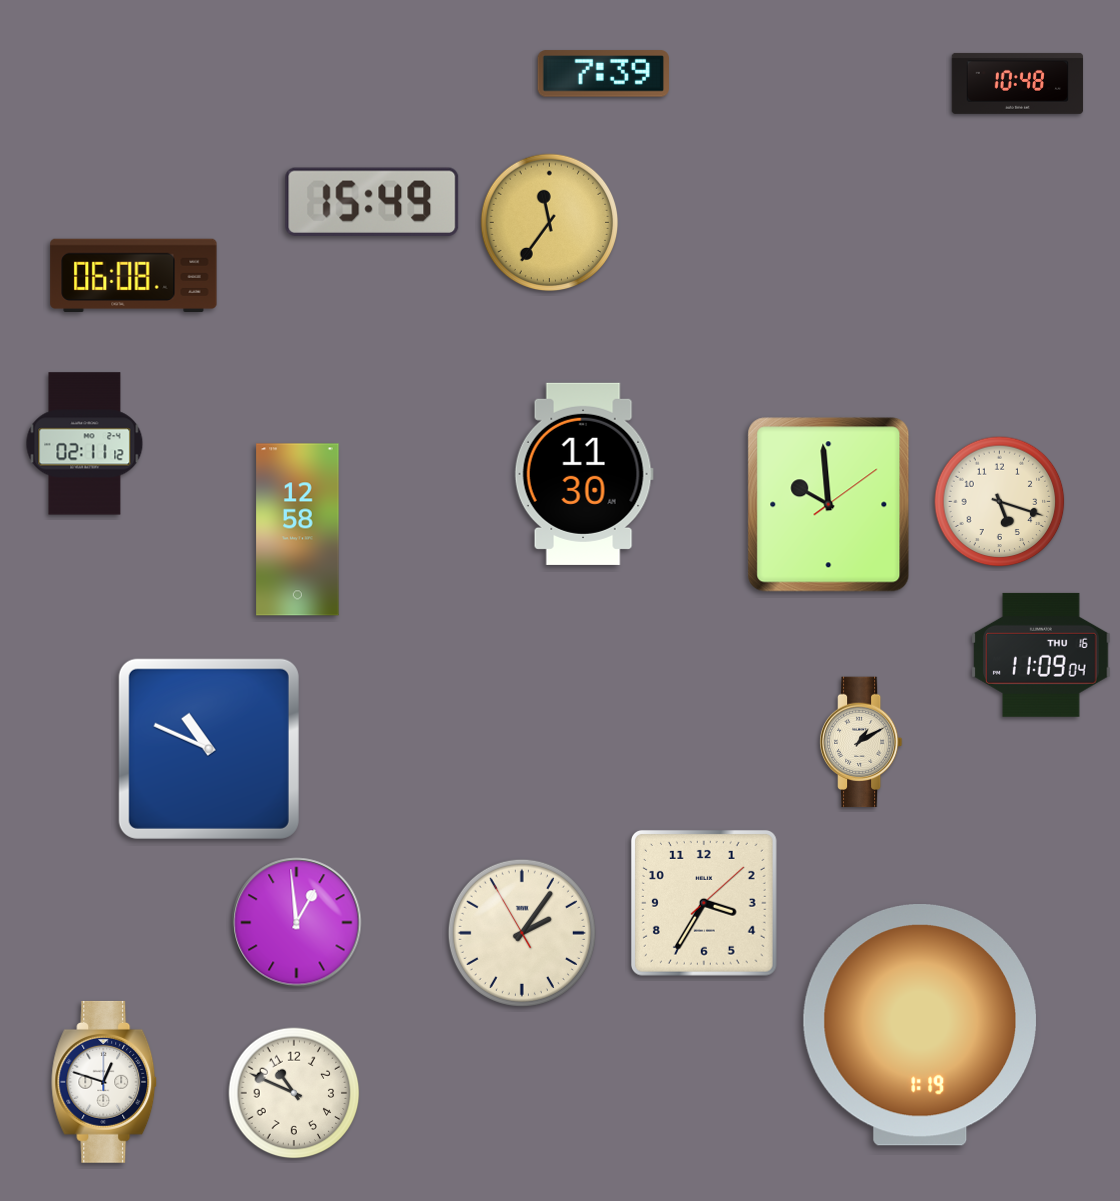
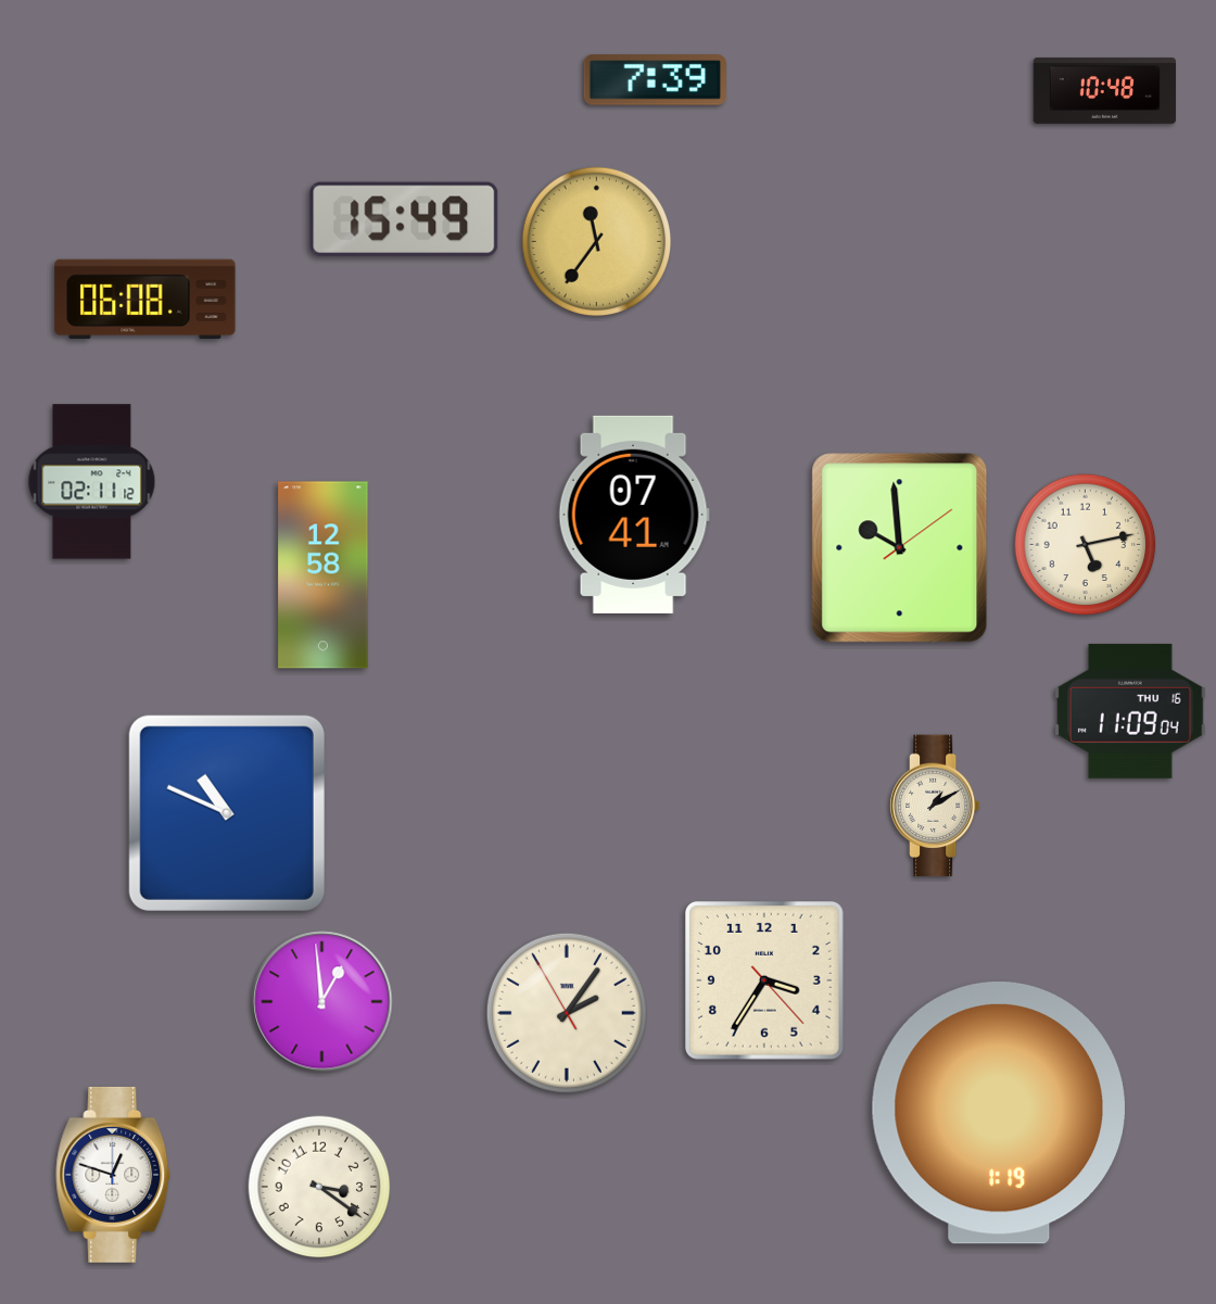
clock at (584, 474): 11:30 -> 07:41
clock at (1000, 502): 5:18 -> 5:13
clock at (704, 903): 3:35:08 -> 3:35:23
clock at (294, 1093): 10:49 -> 3:21
